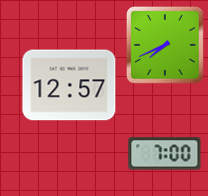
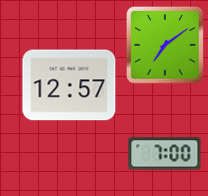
clock at (165, 45): 7:41 -> 7:09
